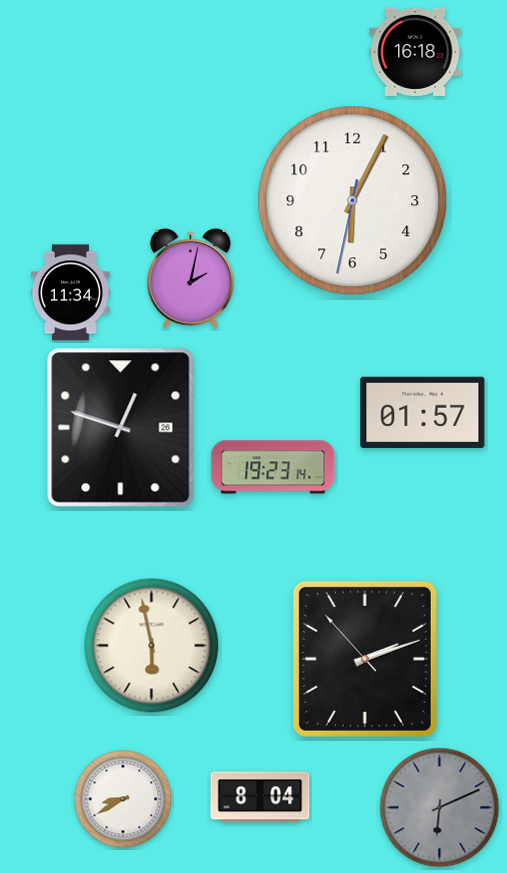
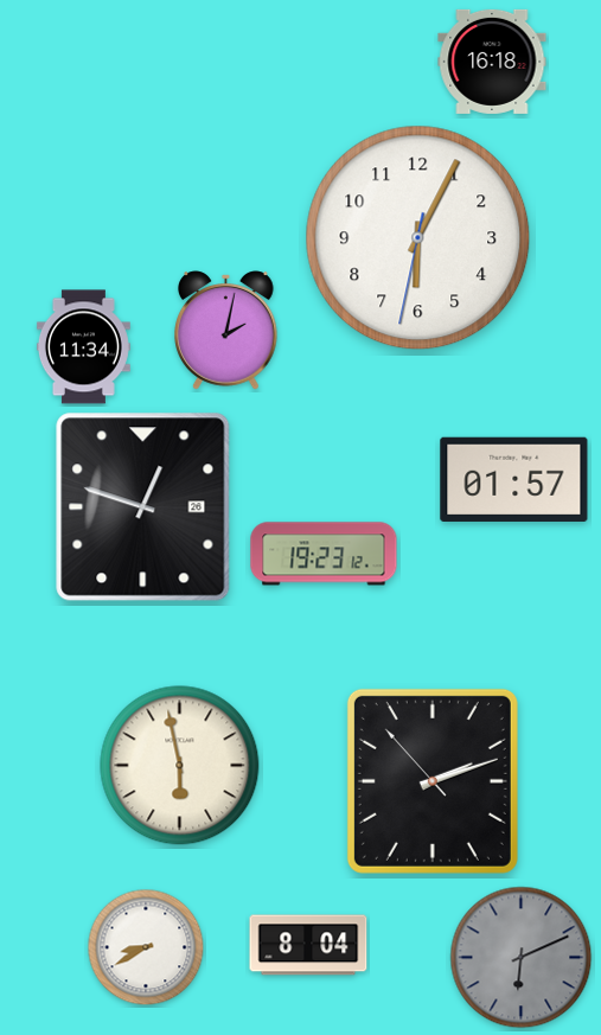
clock at (423, 412) position: (423, 412) -> (514, 479)
clock at (273, 467): 19:23:14 -> 19:23:12
